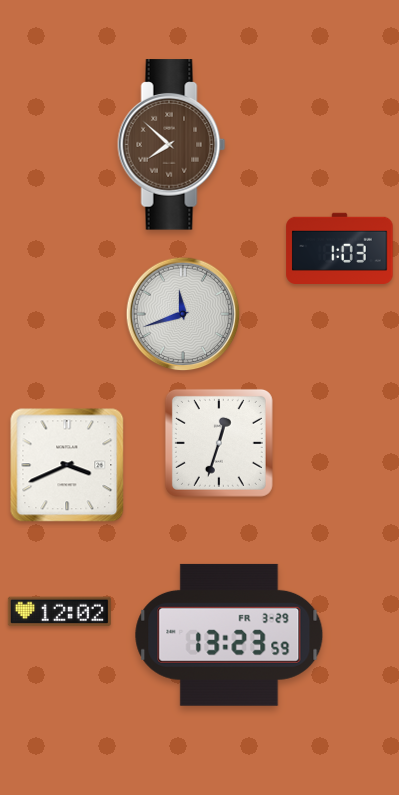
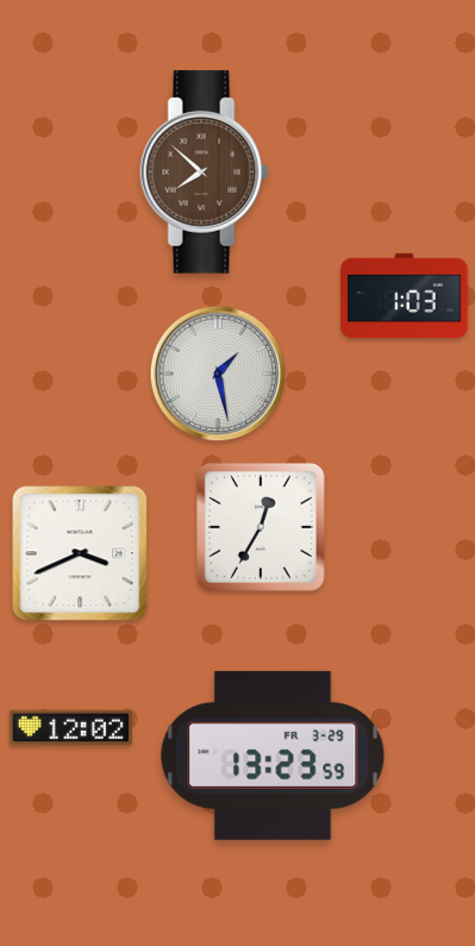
clock at (183, 314): 11:42 -> 1:28
clock at (219, 443): 12:33 -> 12:35
